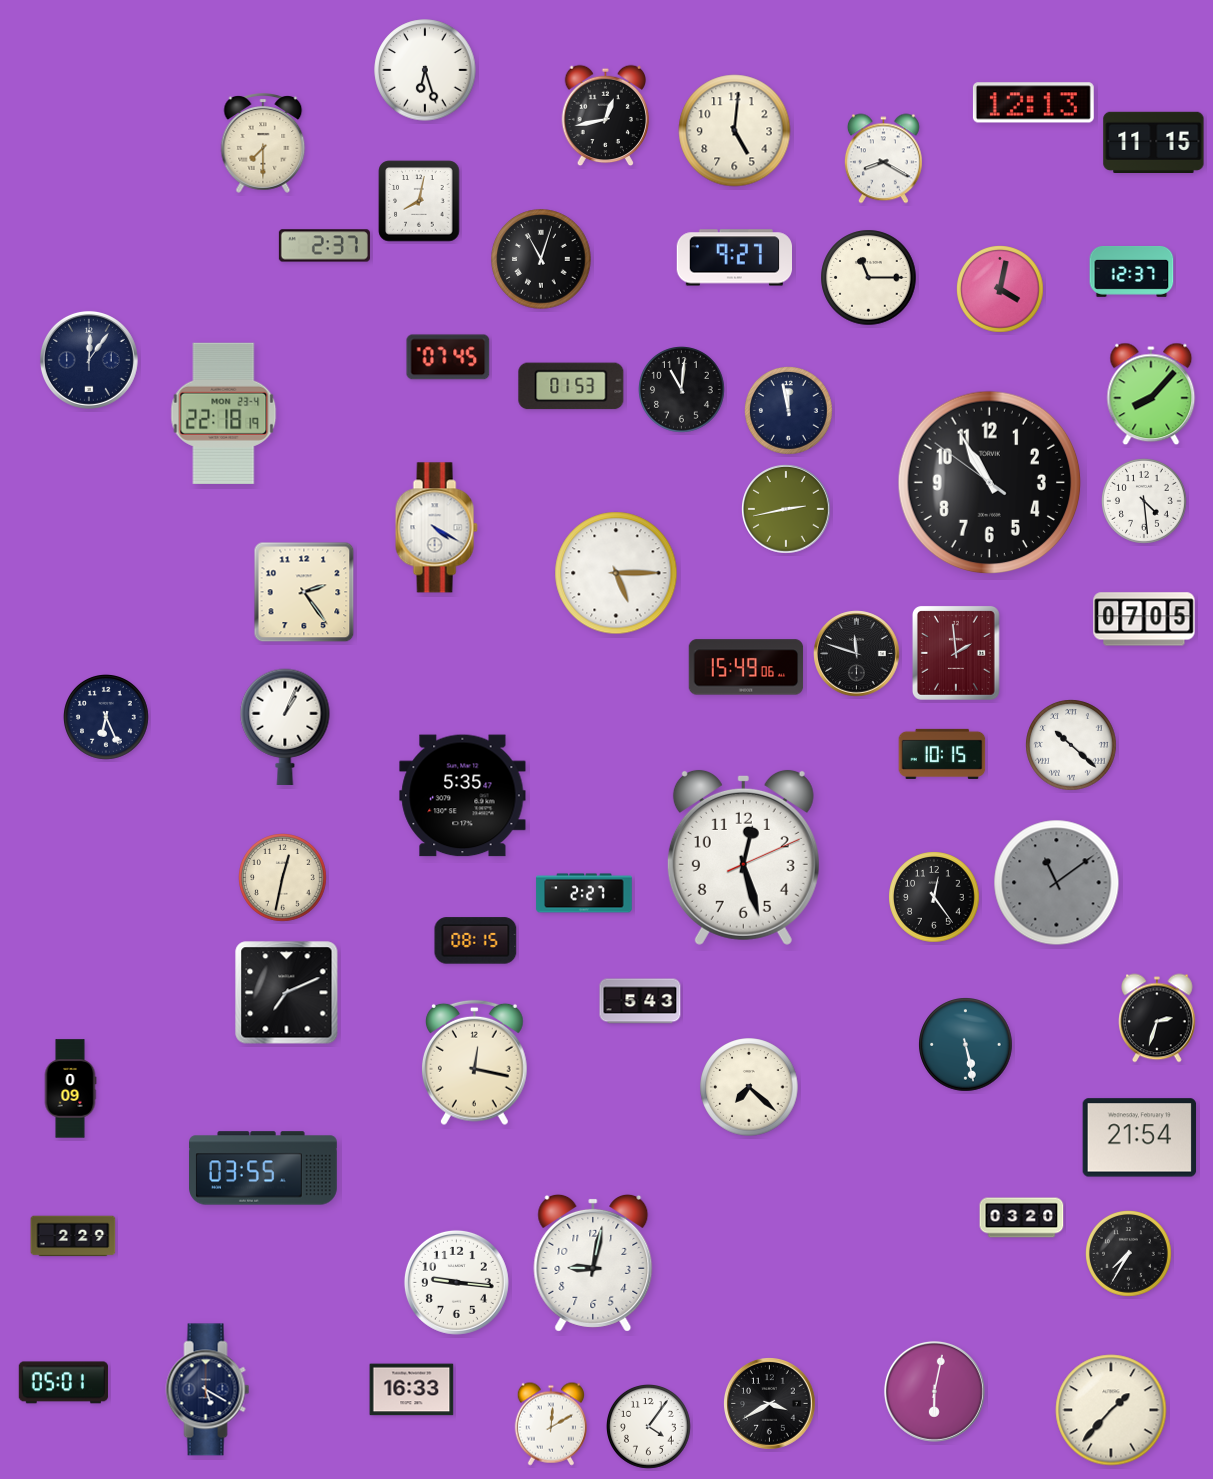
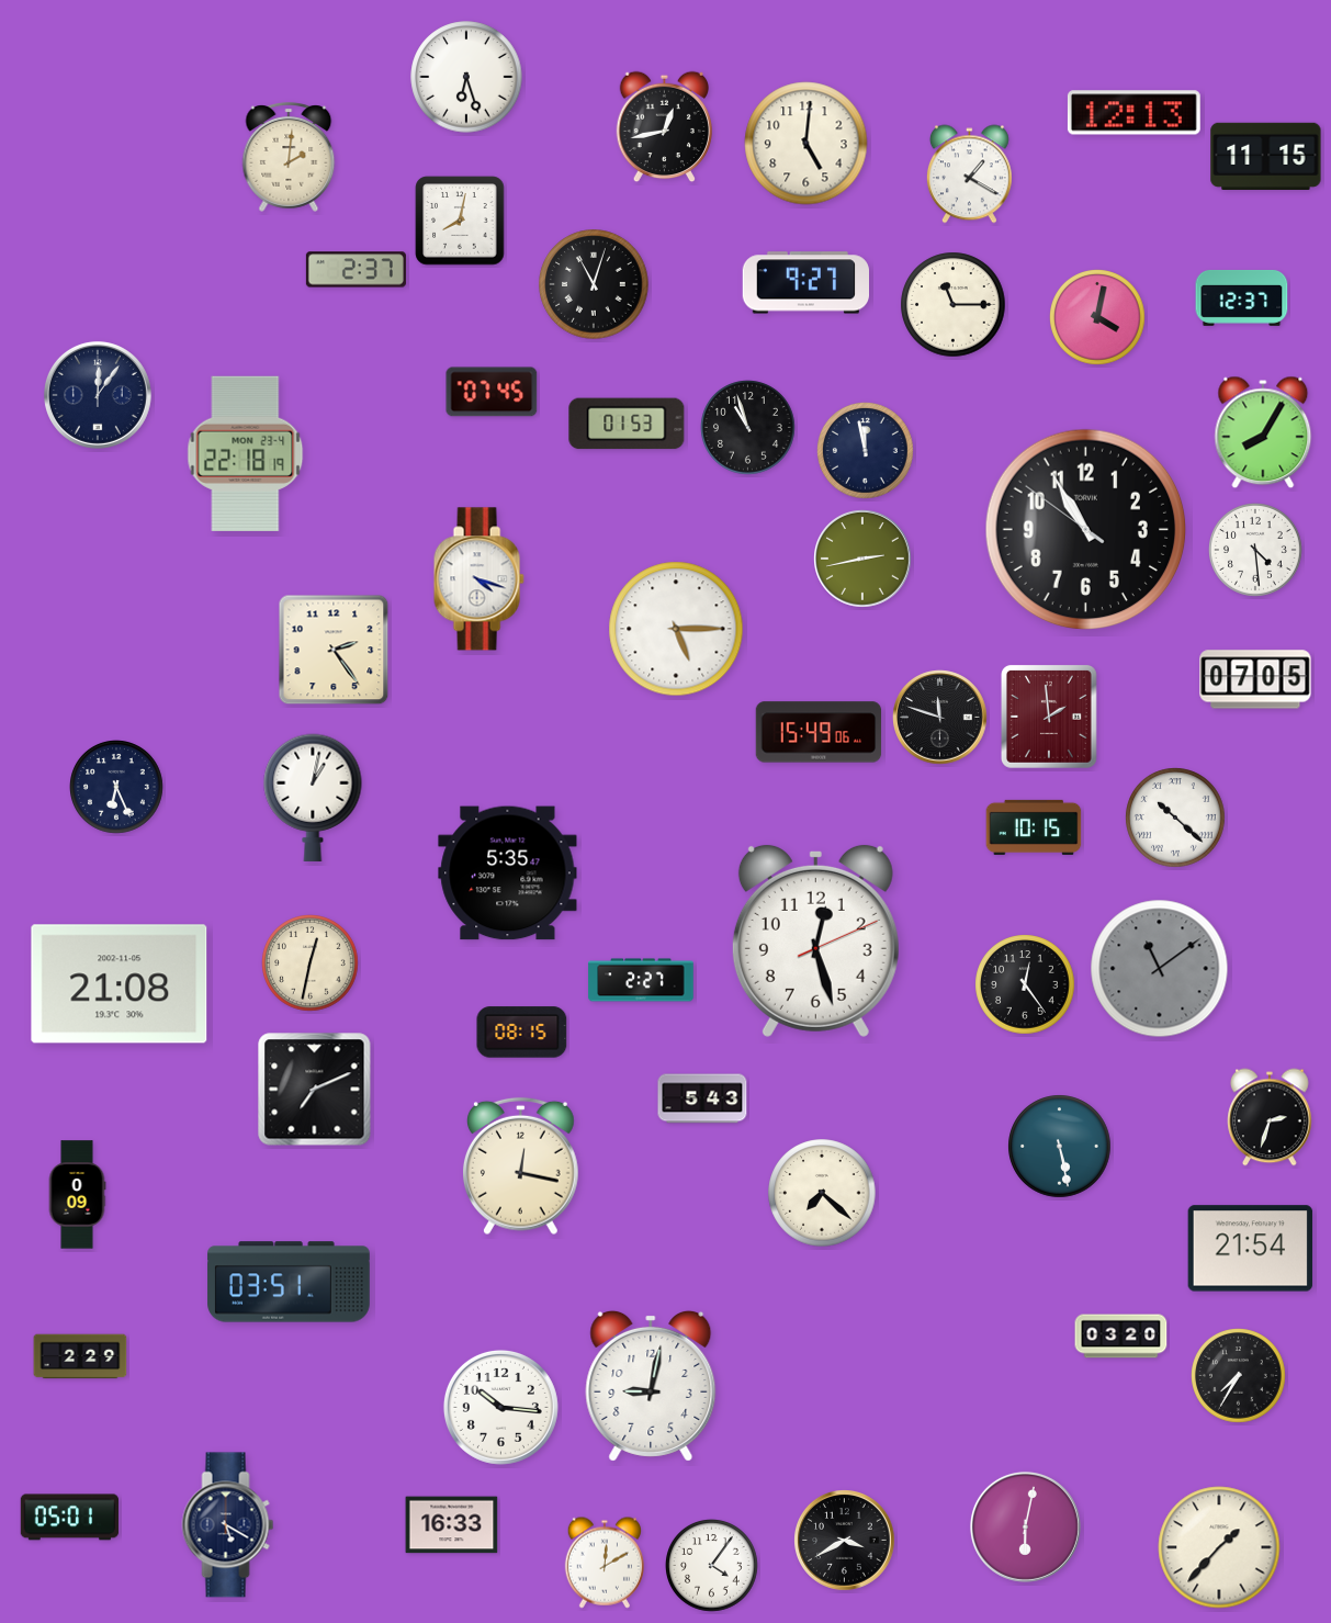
clock at (263, 143): 7:30 -> 2:01
clock at (883, 159): 8:20 -> 1:20
clock at (682, 390): 11:01 -> 10:57
clock at (1151, 394): 8:07 -> 8:05
clock at (436, 528): 4:20 -> 4:18
clock at (285, 727): 1:04 -> 1:02
clock at (120, 984): none -> 21:08
clock at (263, 1168): 03:55 -> 03:51
clock at (456, 1282): 9:16 -> 10:16
